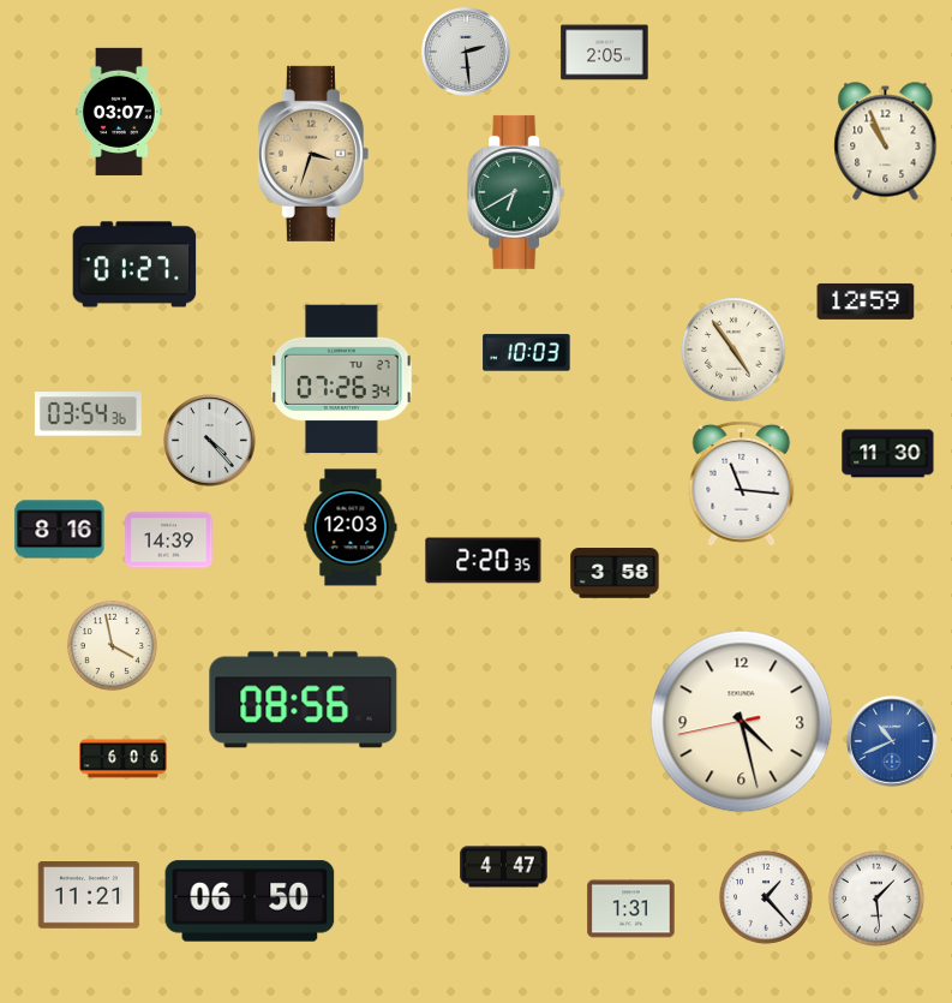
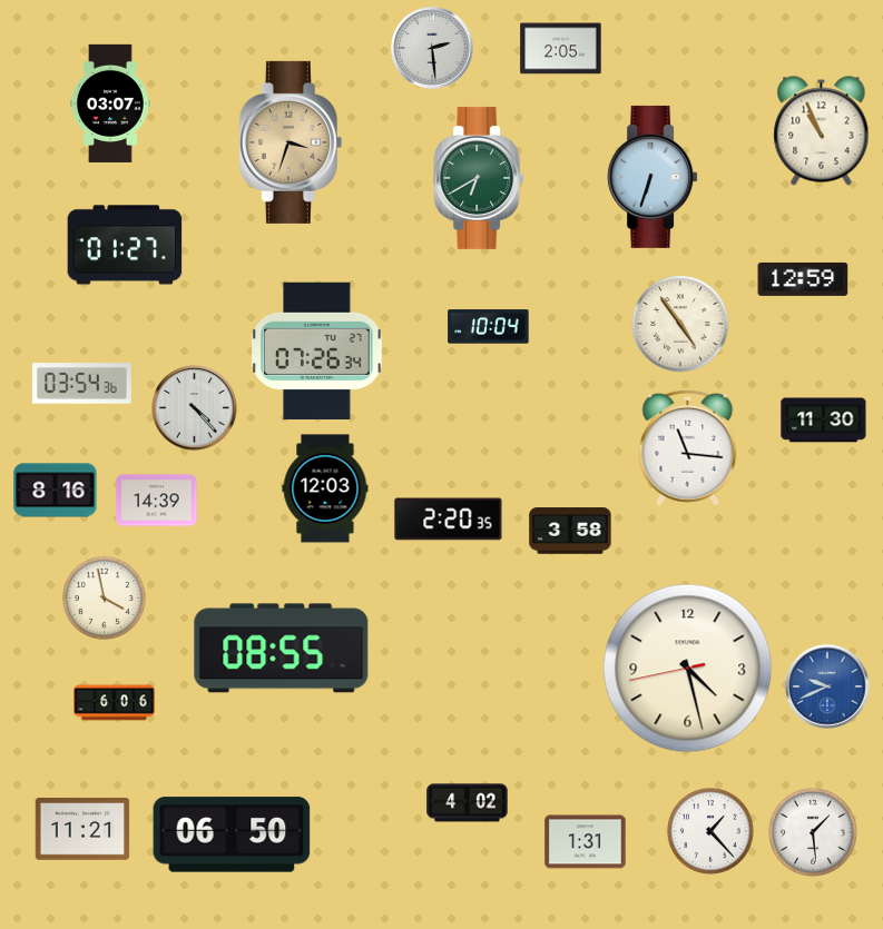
clock at (653, 177): none -> 6:33
clock at (527, 353): 10:03 -> 10:04
clock at (304, 700): 08:56 -> 08:55
clock at (892, 741): 10:41 -> 9:41
clock at (504, 867): 4:47 -> 4:02
